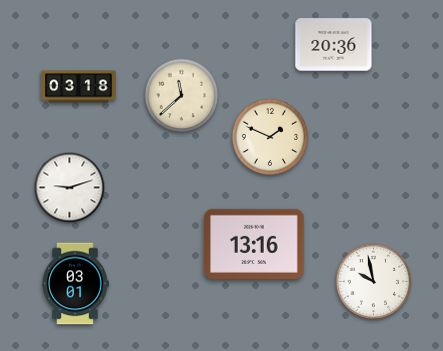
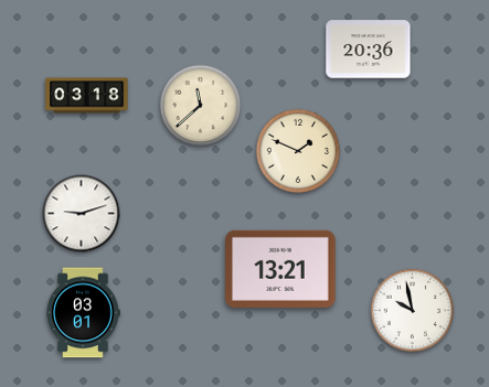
clock at (70, 188) position: (70, 188) -> (82, 214)
clock at (254, 244): 13:16 -> 13:21
